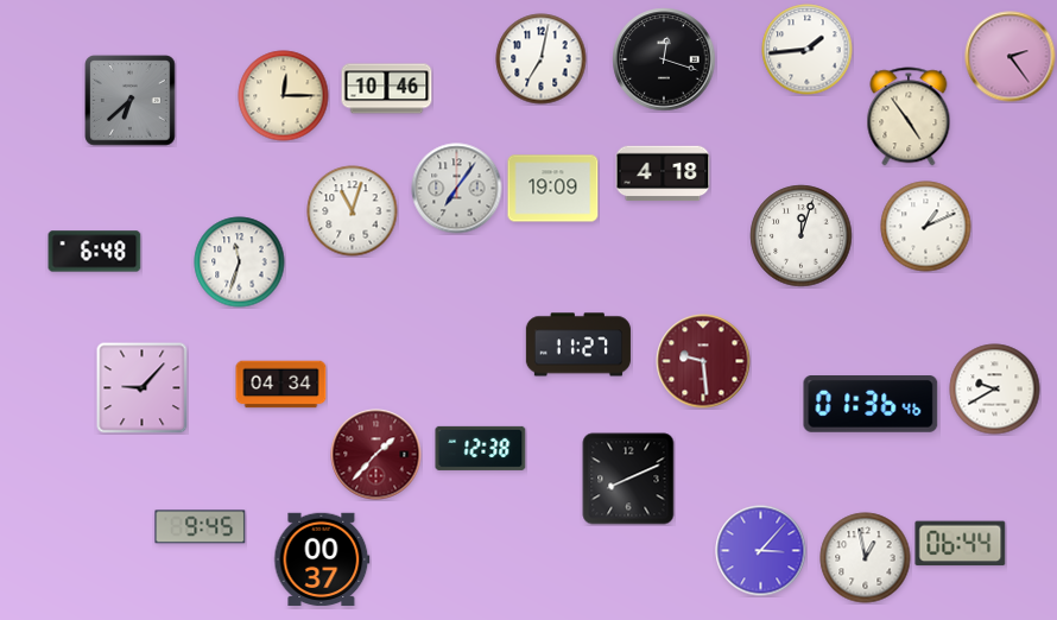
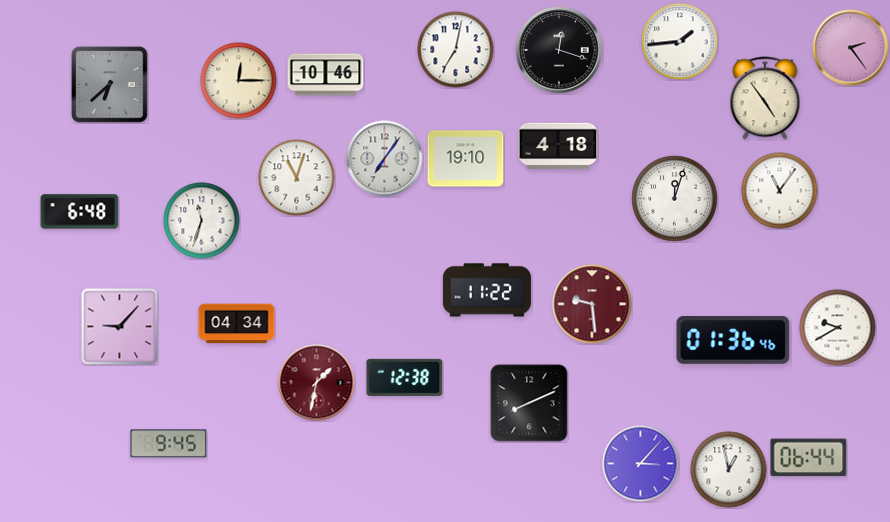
clock at (553, 189): 19:09 -> 19:10
clock at (926, 227): 1:11 -> 11:06
clock at (578, 344): 11:27 -> 11:22
clock at (376, 455): 1:37 -> 1:32
clock at (322, 559): 00:37 -> none
